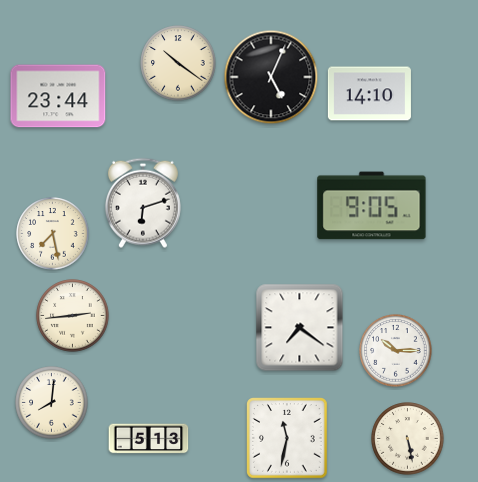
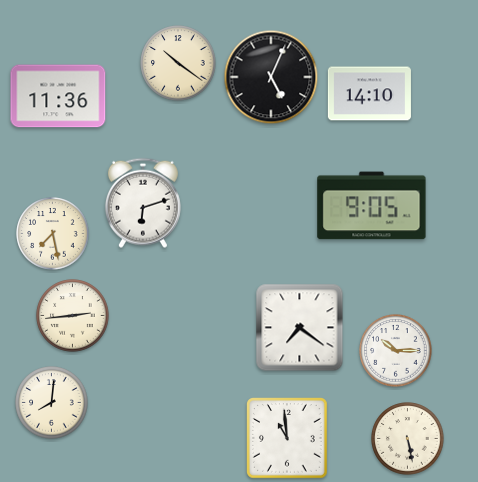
clock at (58, 96): 23:44 -> 11:36
clock at (149, 439): 5:13 -> none
clock at (288, 439): 11:32 -> 10:59
